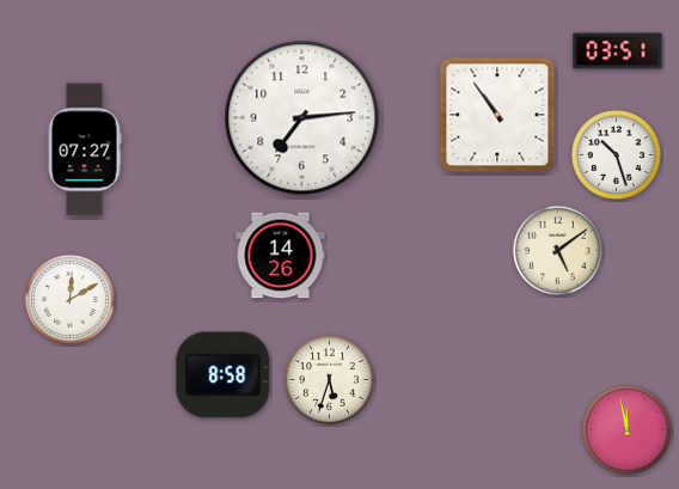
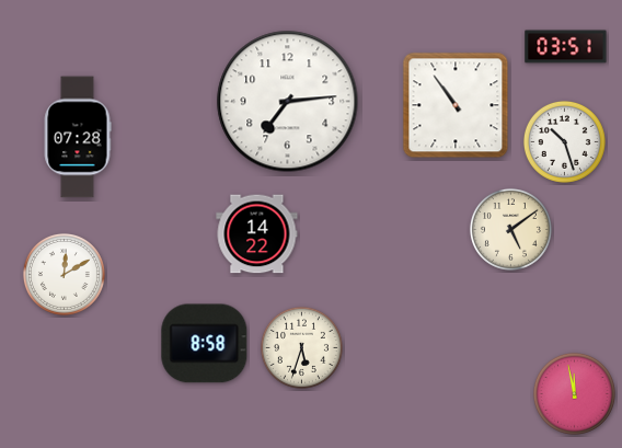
clock at (302, 118) position: (302, 118) -> (288, 102)
clock at (85, 149): 07:27 -> 07:28
clock at (281, 256): 14:26 -> 14:22
